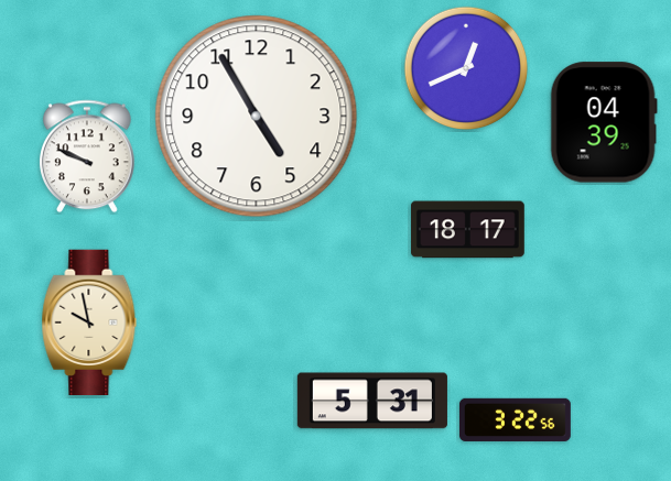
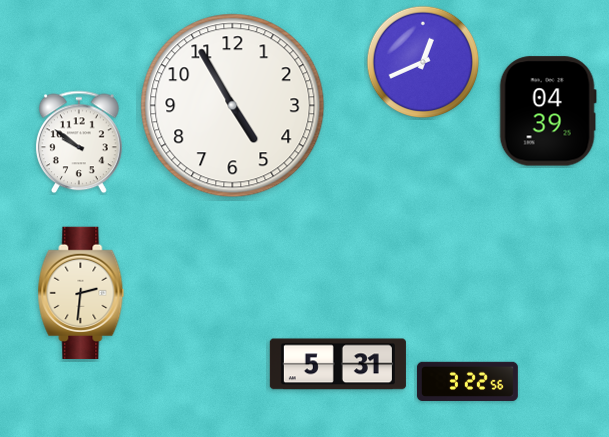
clock at (87, 156): 9:49 -> 9:51
clock at (468, 230): 18:17 -> none
clock at (89, 323): 9:58 -> 2:31
